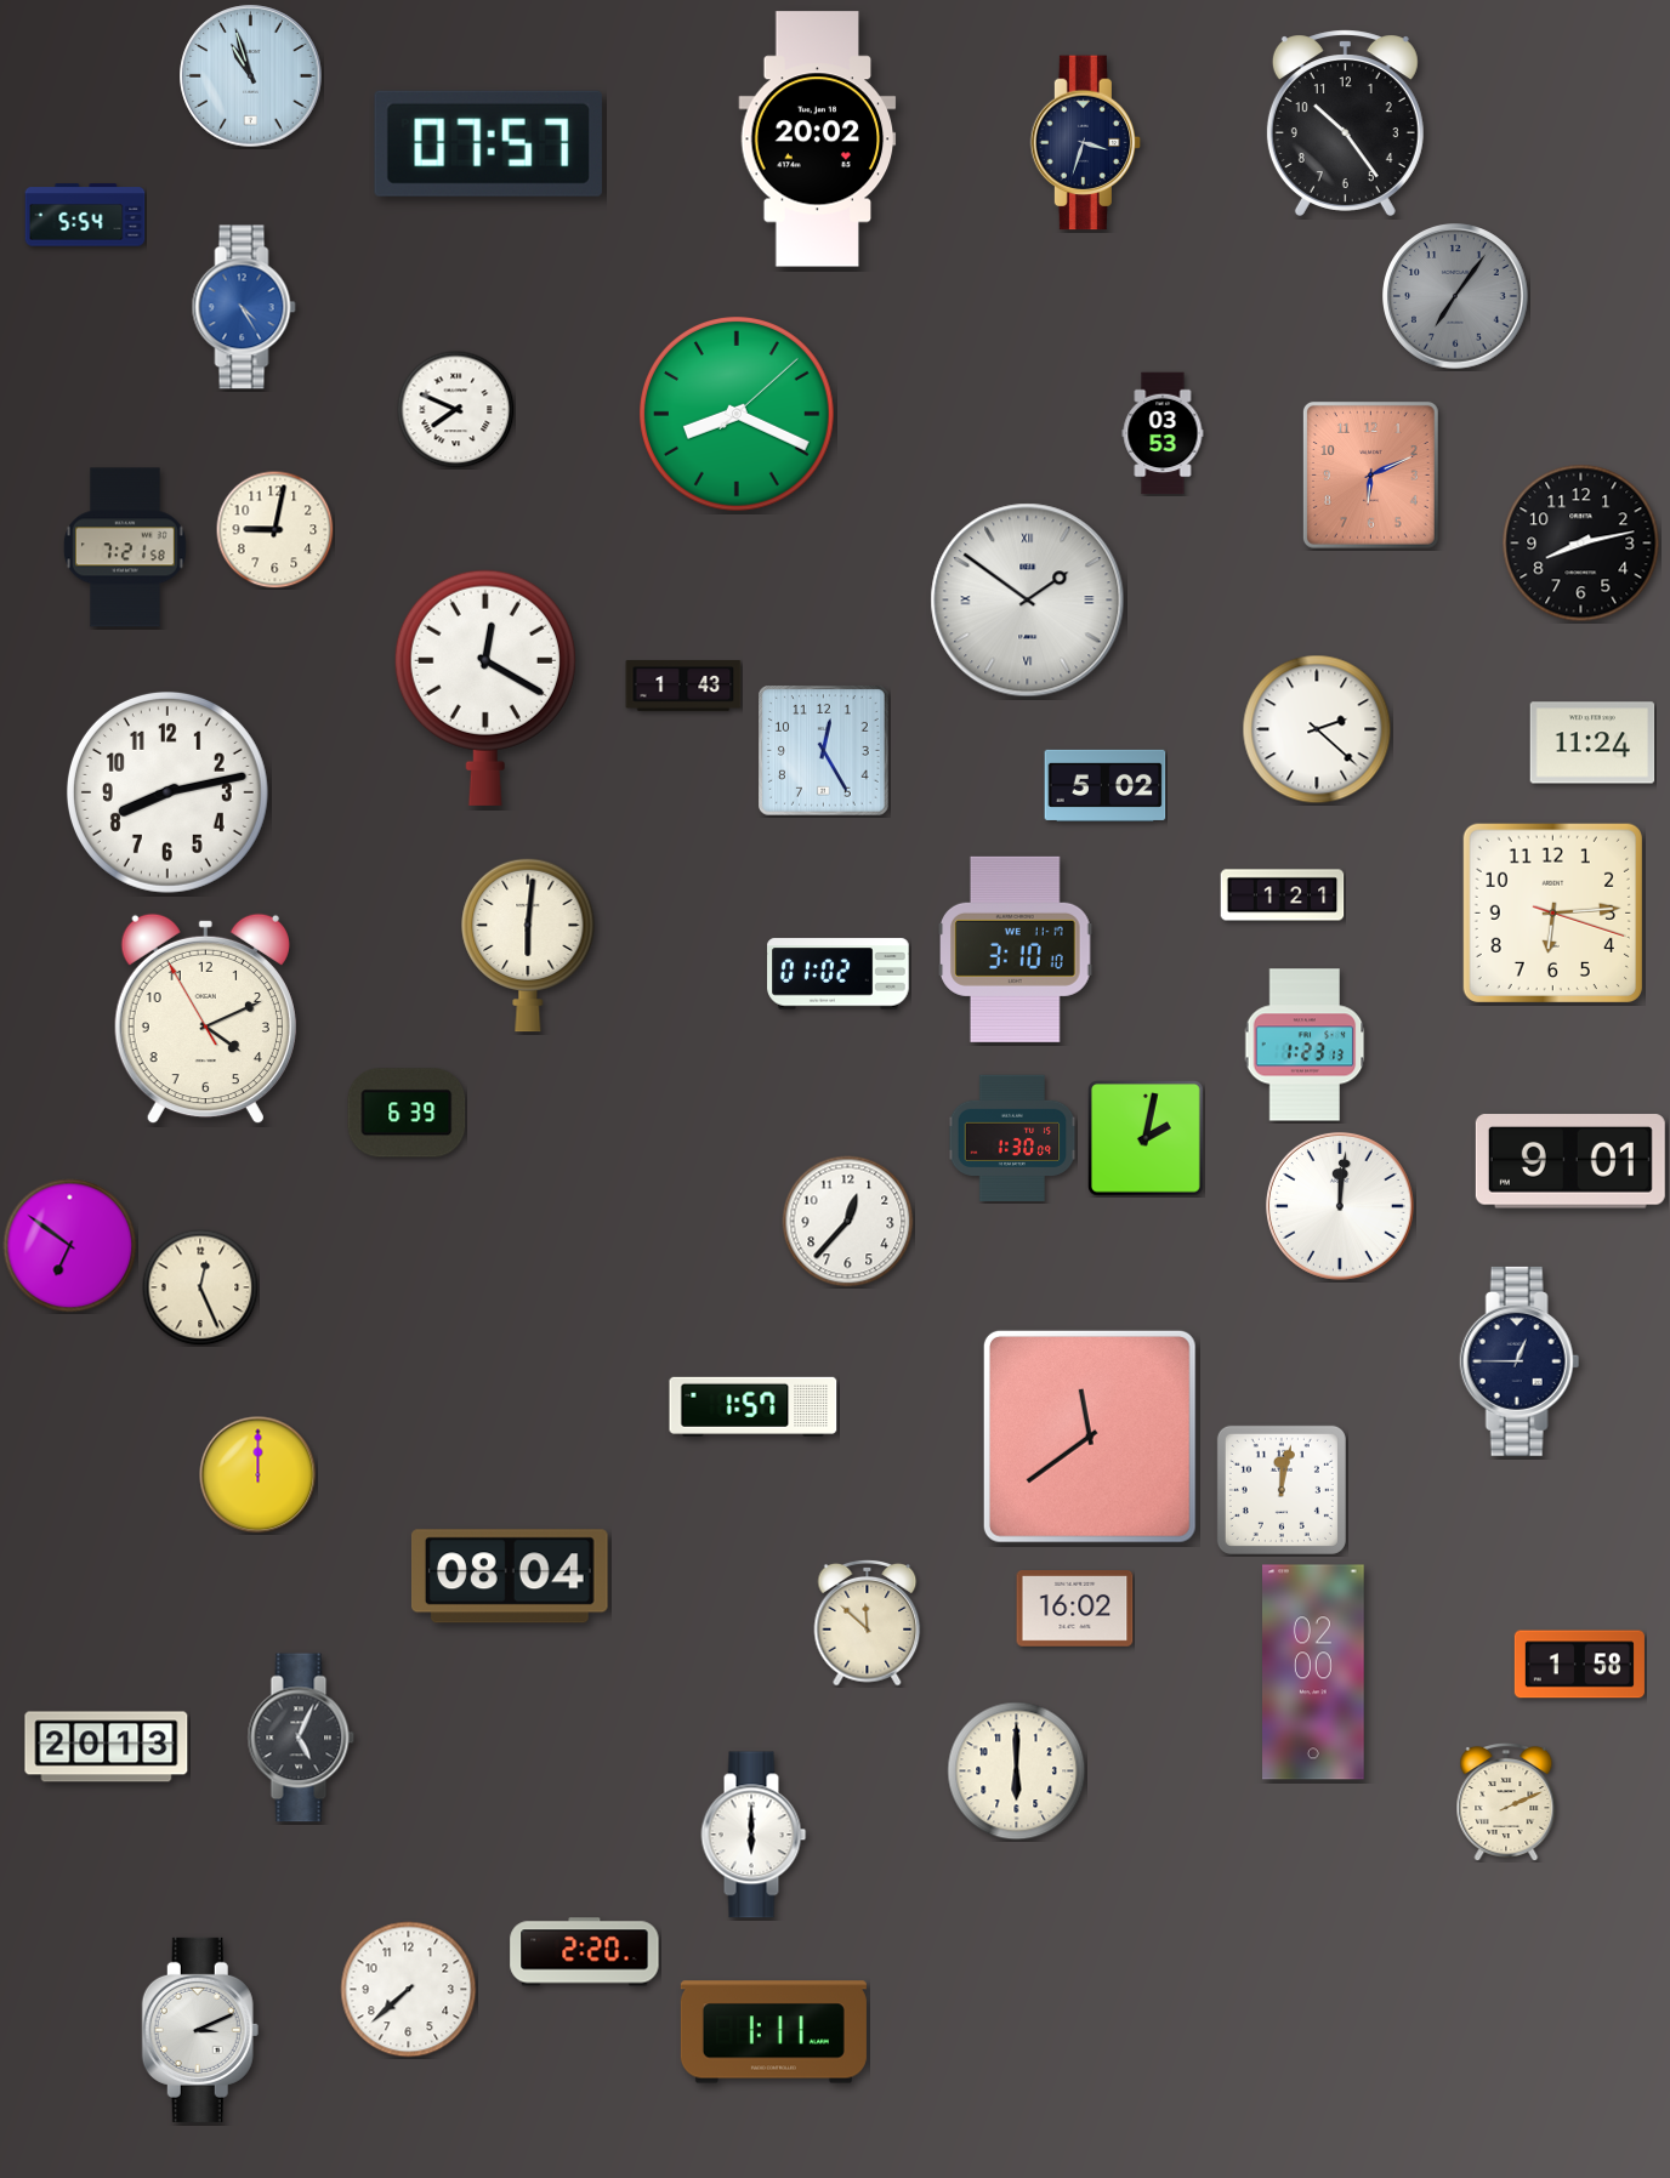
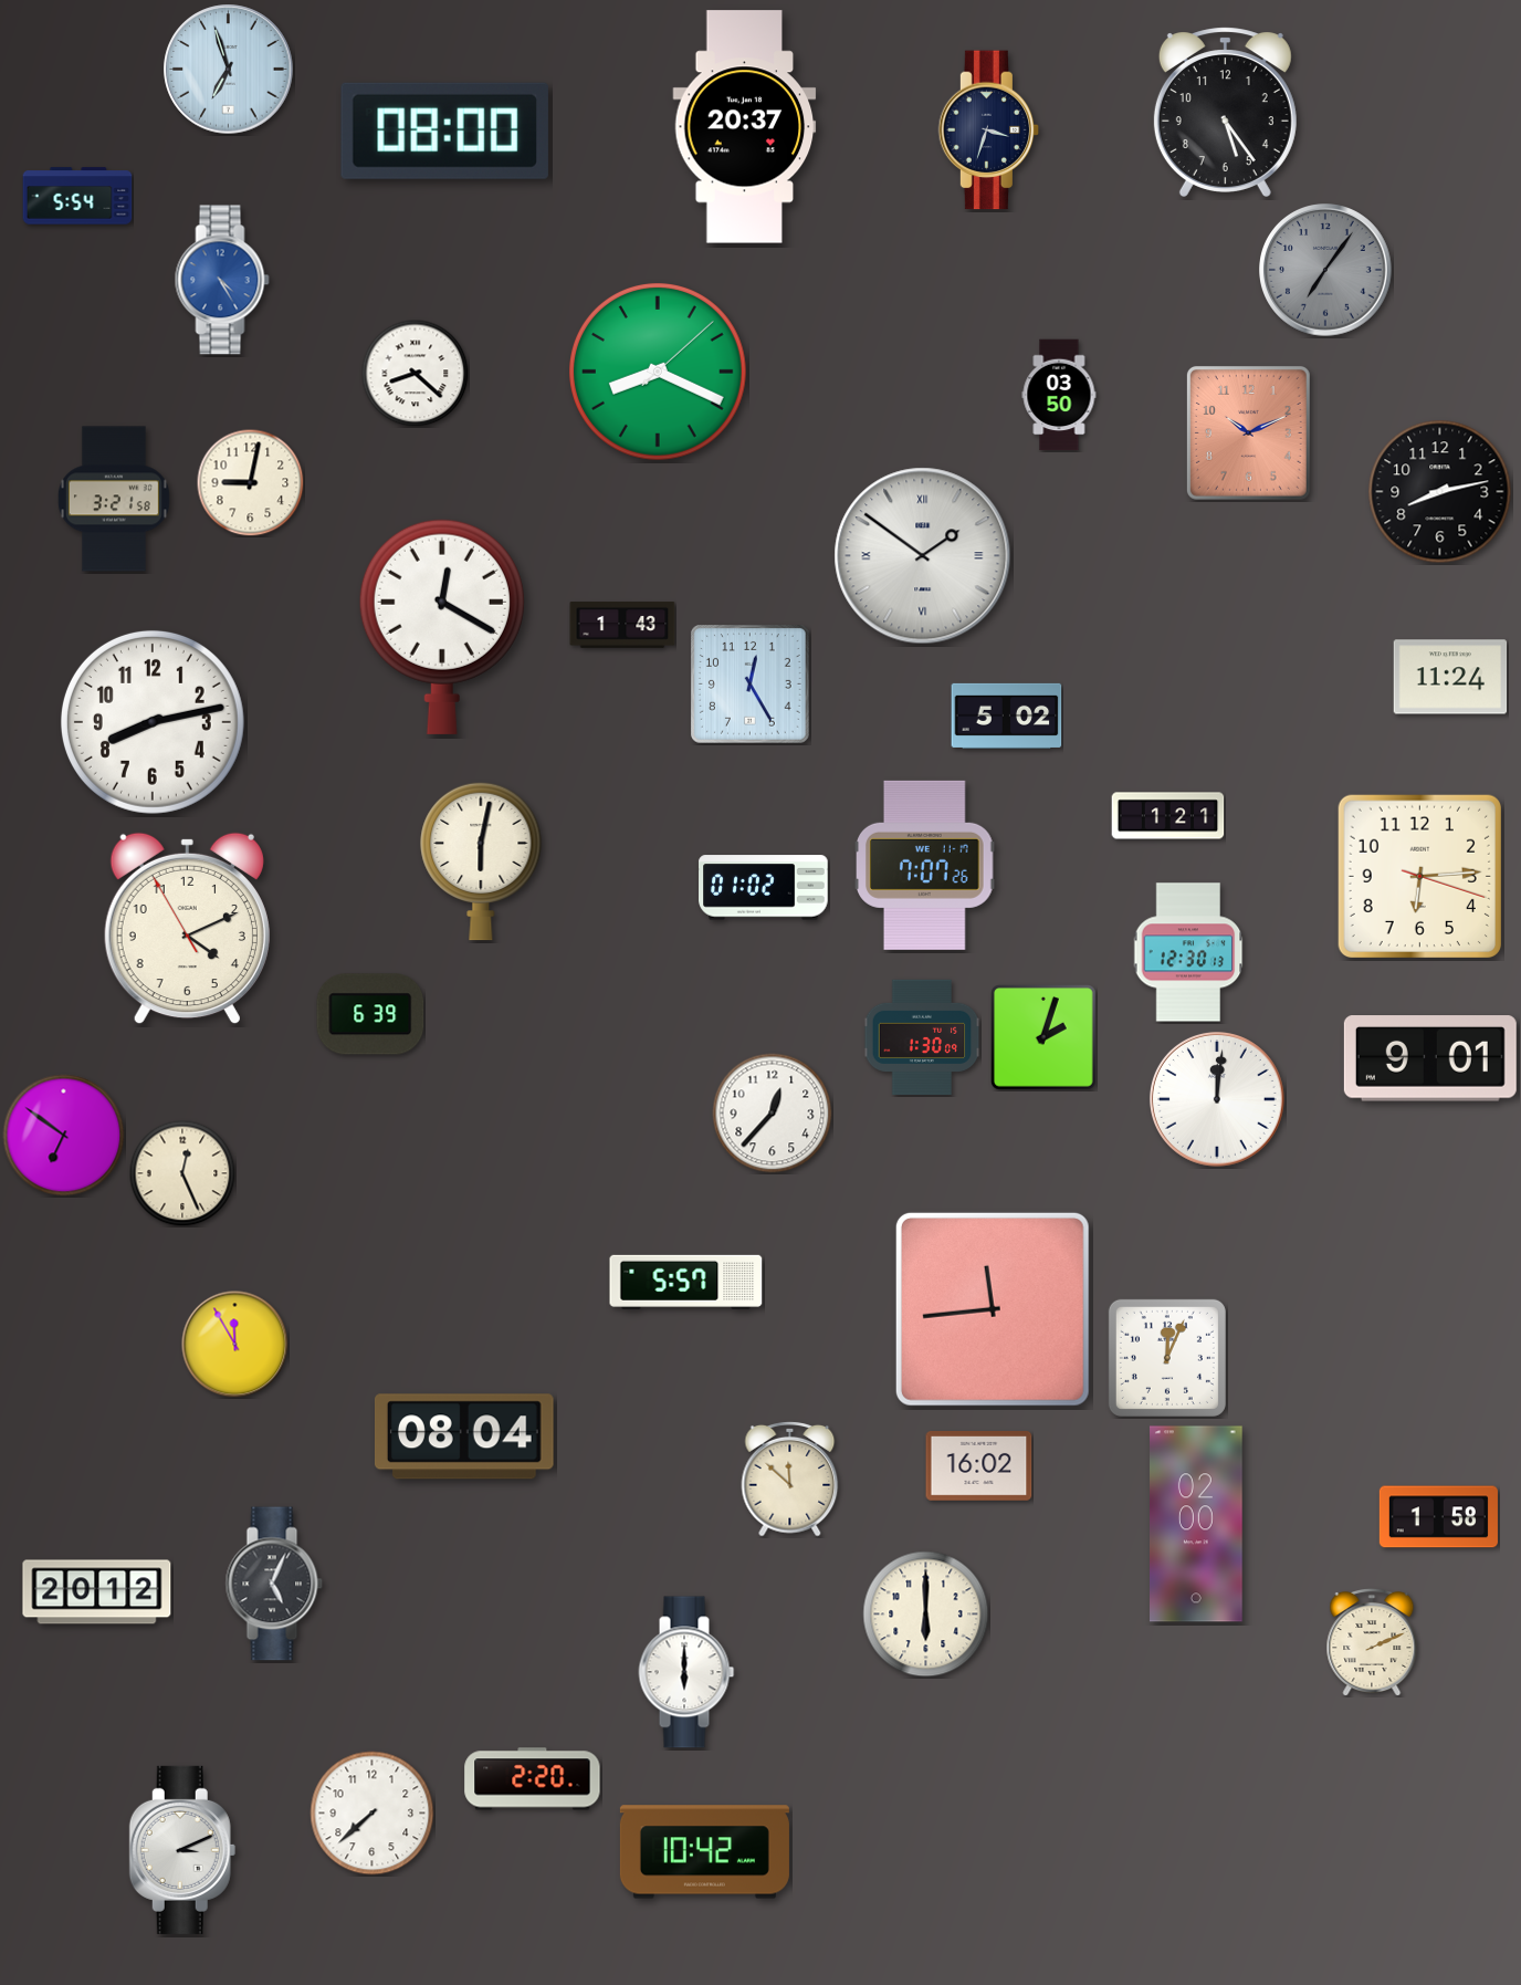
clock at (251, 76): 10:57 -> 6:57
clock at (1345, 123): 10:24 -> 5:24
clock at (818, 140): 20:02 -> 20:37
clock at (488, 143): 07:57 -> 08:00
clock at (455, 409): 7:49 -> 8:22
clock at (738, 415) position: (738, 415) -> (659, 373)
clock at (1163, 433): 03:53 -> 03:50
clock at (1370, 474): 6:11 -> 10:11
clock at (1581, 544) position: (1581, 544) -> (1440, 492)
clock at (125, 547): 7:21 -> 3:21
clock at (1028, 601) position: (1028, 601) -> (923, 556)
clock at (1317, 729): 2:22 -> none
clock at (1552, 912) position: (1552, 912) -> (1419, 876)
clock at (528, 945): 6:01 -> 6:02
clock at (1016, 949): 3:10 -> 7:07
clock at (1305, 1045): 1:23 -> 12:30
clock at (1147, 1139): 2:02 -> 2:03
clock at (1340, 1206) position: (1340, 1206) -> (1217, 1099)
clock at (1520, 1361): 12:45 -> none
clock at (754, 1406): 1:57 -> 5:57
clock at (1090, 1437): 11:39 -> 11:44
clock at (259, 1475): 12:00 -> 11:55
clock at (1282, 1490): 12:02 -> 12:04
clock at (107, 1747): 20:13 -> 20:12
clock at (773, 2032): 1:11 -> 10:42
